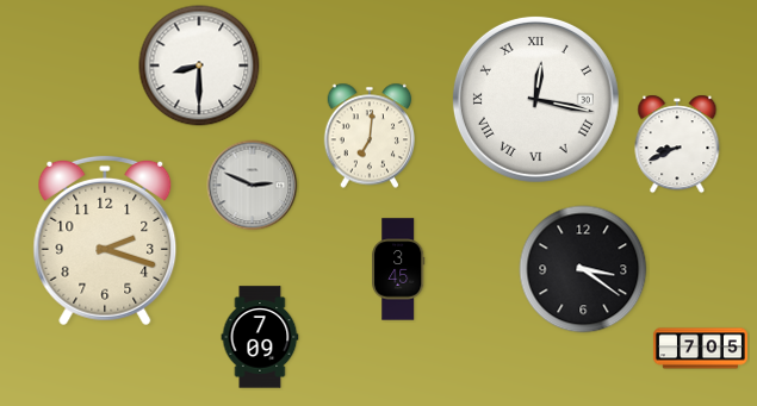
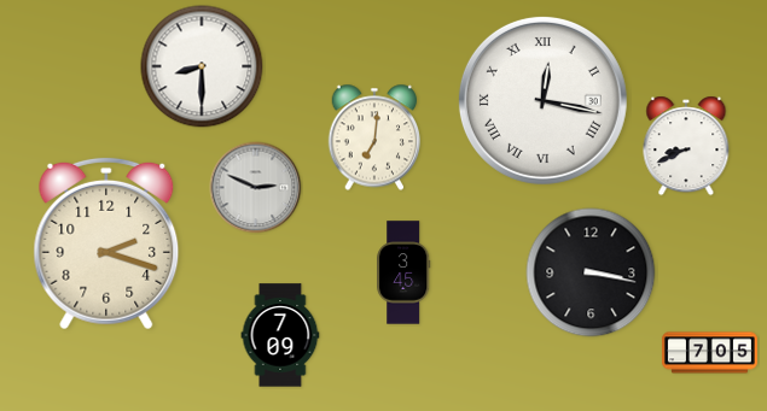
clock at (583, 269): 3:21 -> 3:17
clock at (260, 337) position: (260, 337) -> (280, 335)
